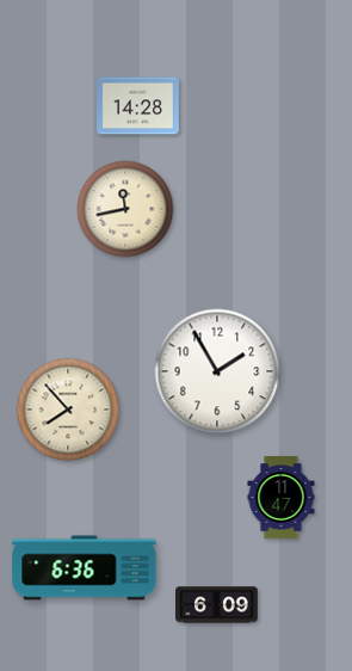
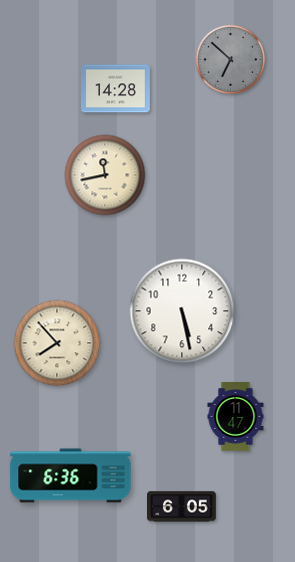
clock at (230, 59): none -> 6:52
clock at (217, 371): 1:55 -> 5:28
clock at (217, 605): 6:09 -> 6:05
